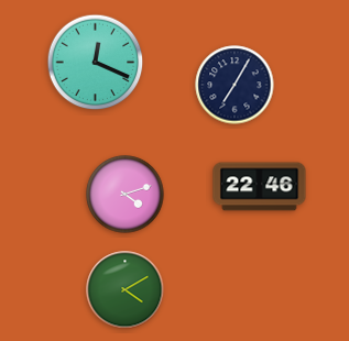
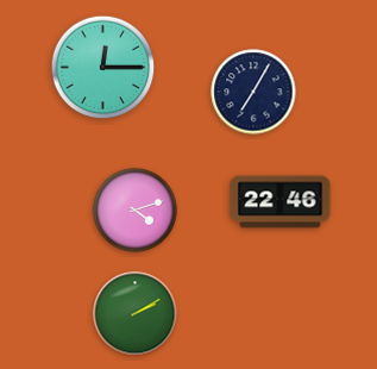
clock at (96, 63): 12:19 -> 12:15
clock at (126, 290): 4:10 -> 2:10
